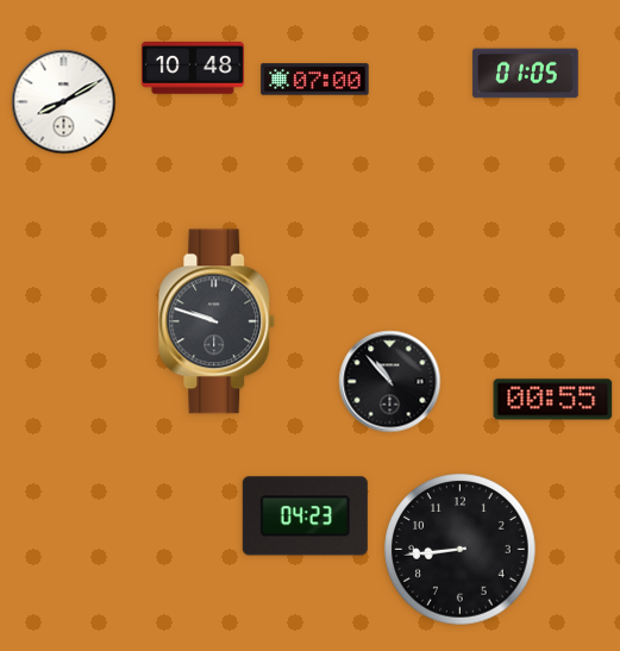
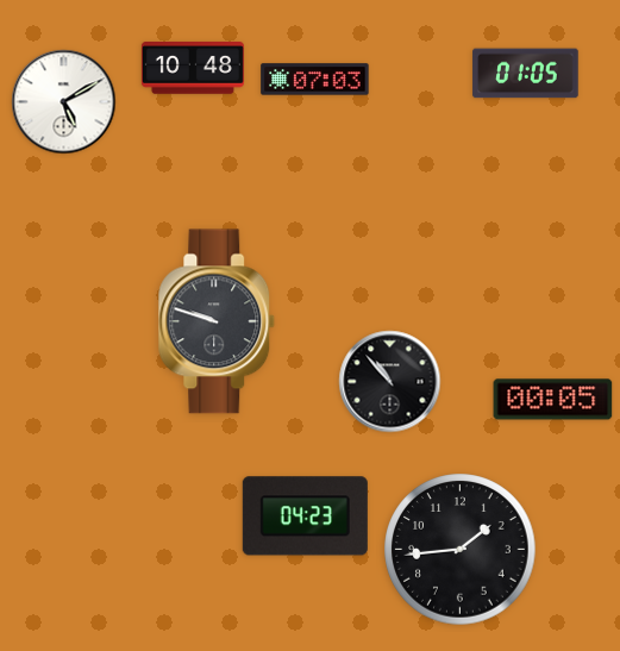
clock at (315, 80): 07:00 -> 07:03
clock at (64, 102): 8:10 -> 5:10
clock at (553, 400): 00:55 -> 00:05
clock at (461, 550): 8:44 -> 1:44
